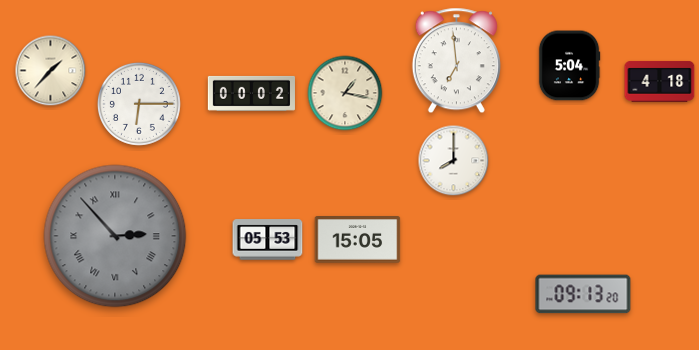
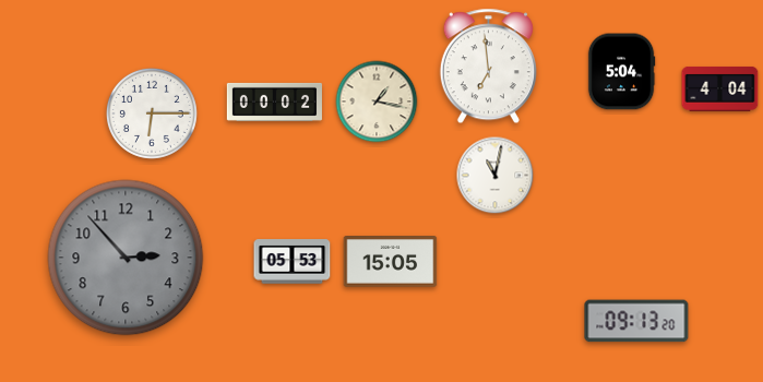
clock at (456, 61) position: (456, 61) -> (488, 67)
clock at (51, 71): 1:37 -> none
clock at (660, 81): 4:18 -> 4:04
clock at (454, 161): 8:00 -> 11:02
clock at (115, 236) numerals: Roman -> Arabic
